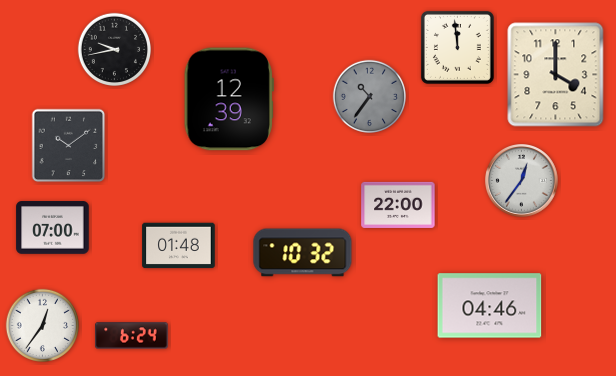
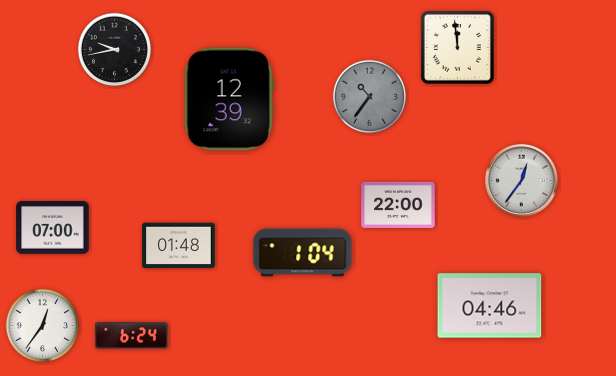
clock at (556, 75): 4:00 -> none
clock at (69, 146): 10:09 -> none
clock at (303, 253): 10:32 -> 1:04
